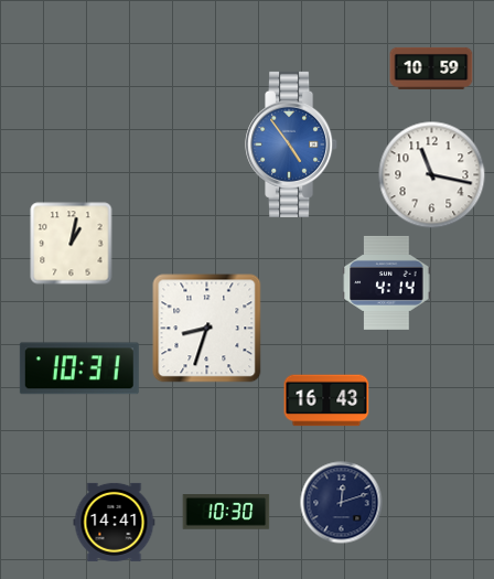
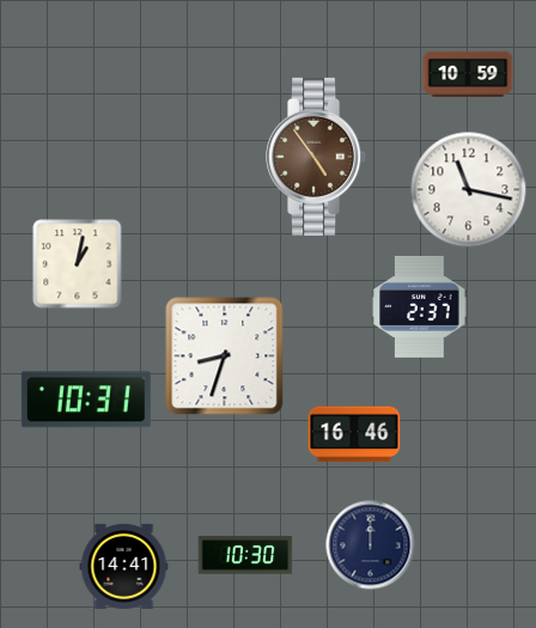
clock at (292, 144) dial: blue -> brown
clock at (387, 282): 4:14 -> 2:37
clock at (326, 400): 16:43 -> 16:46
clock at (342, 503): 12:12 -> 12:00
